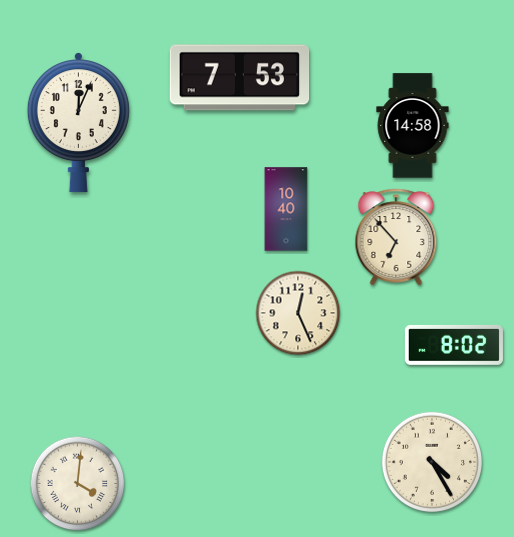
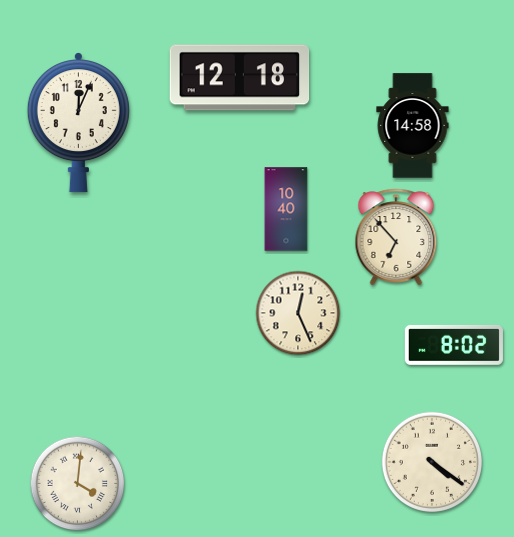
clock at (240, 78): 7:53 -> 12:18
clock at (432, 462): 4:25 -> 4:21
